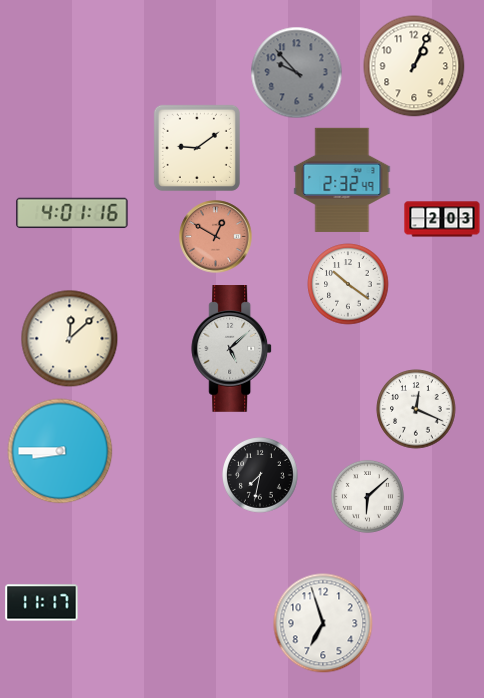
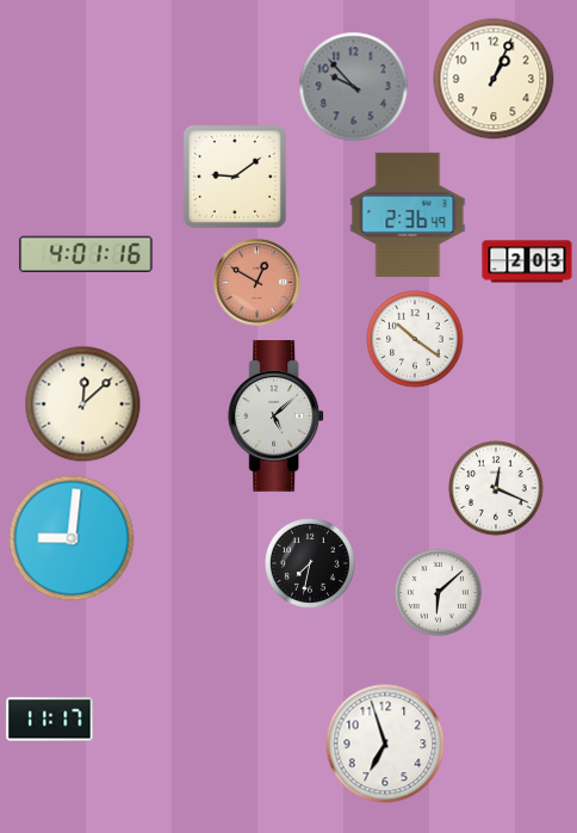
clock at (342, 180): 2:32 -> 2:36
clock at (60, 451): 8:45 -> 9:01
clock at (261, 476) position: (261, 476) -> (311, 564)
